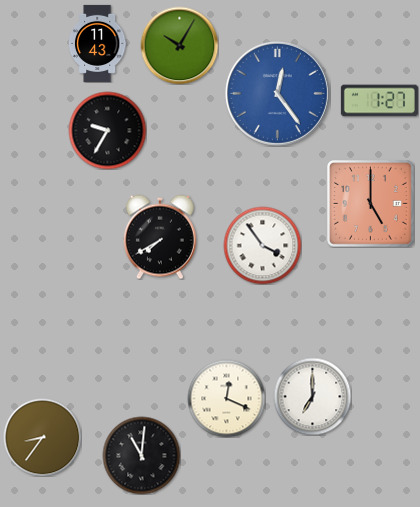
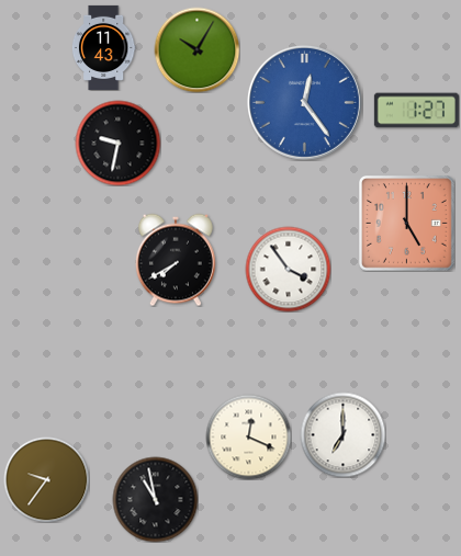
clock at (97, 43) position: (97, 43) -> (103, 47)
clock at (107, 130): 9:35 -> 9:32
clock at (42, 437): 8:36 -> 9:36
clock at (141, 455): 11:01 -> 10:58
